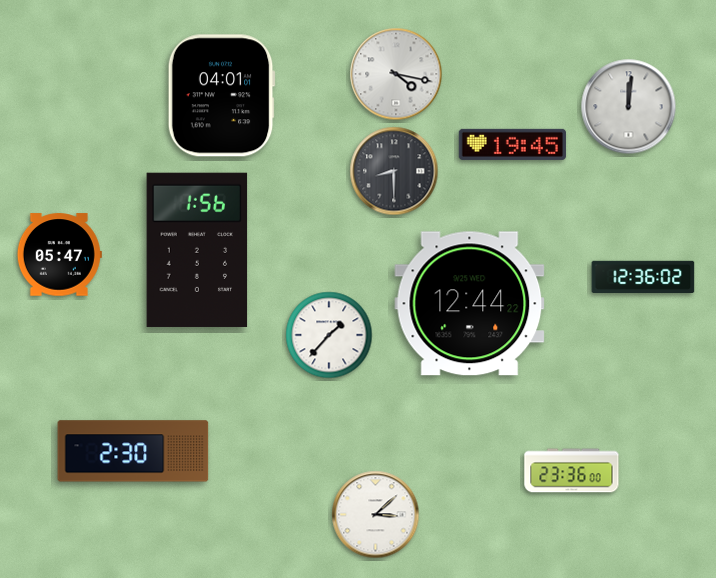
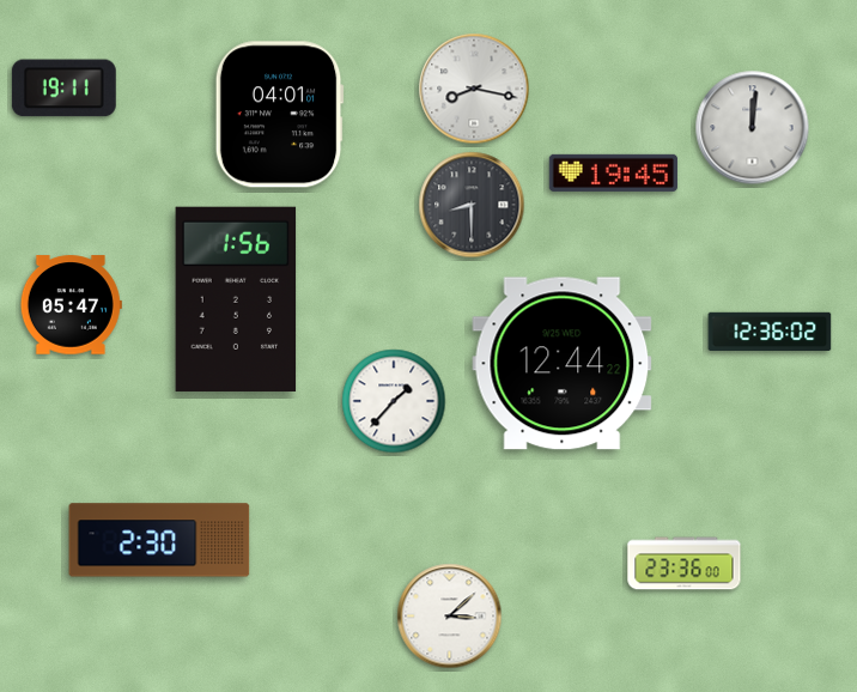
clock at (63, 89): none -> 19:11
clock at (396, 74): 4:17 -> 8:17
clock at (221, 96) position: (221, 96) -> (279, 115)
